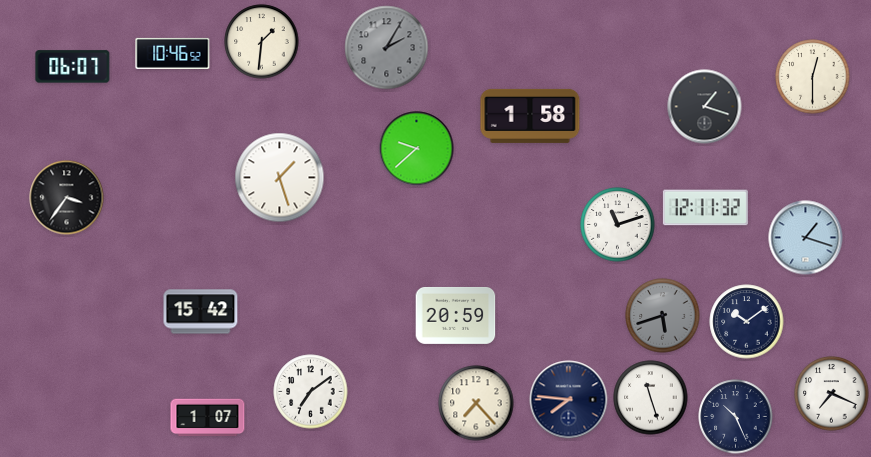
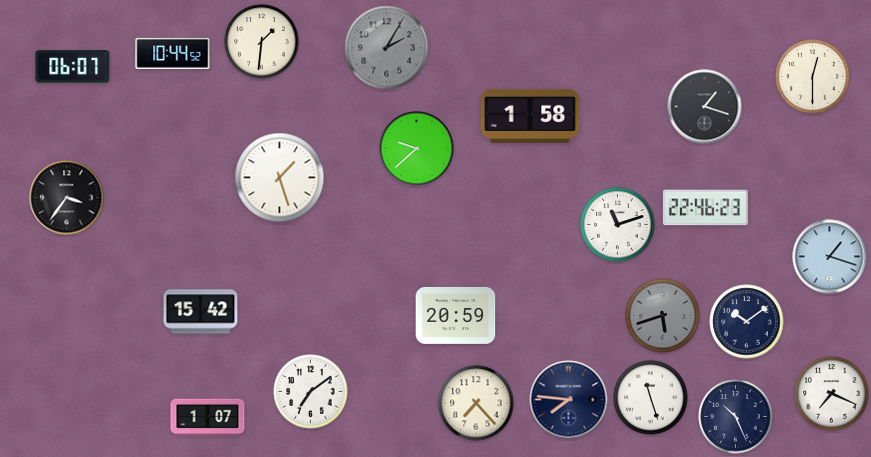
clock at (173, 53): 10:46 -> 10:44
clock at (705, 208): 12:11 -> 22:46
clock at (806, 238) position: (806, 238) -> (830, 257)
